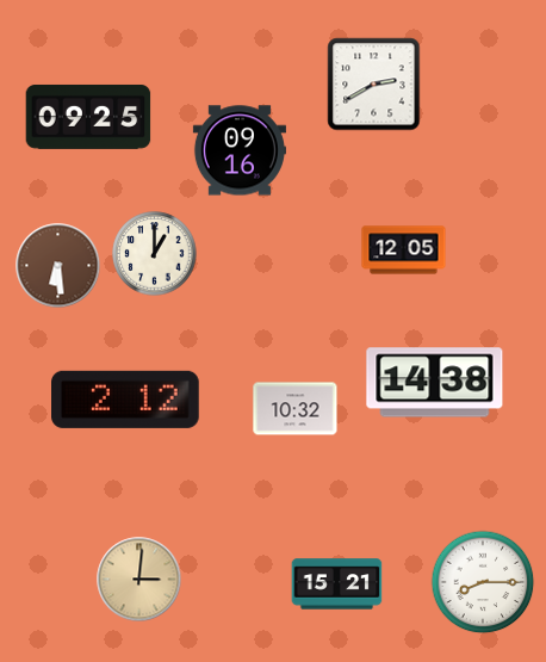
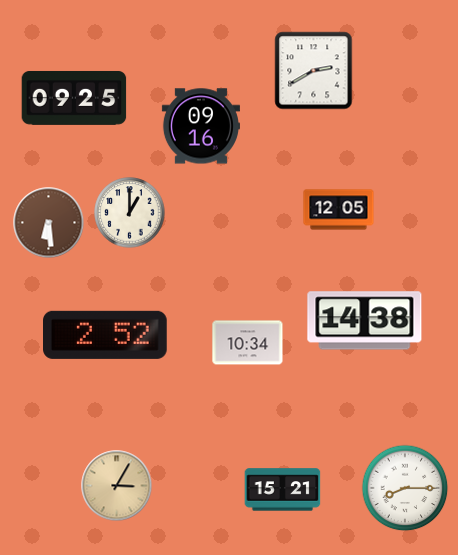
clock at (126, 400): 2:12 -> 2:52
clock at (296, 409): 10:32 -> 10:34
clock at (139, 580): 3:01 -> 3:05
